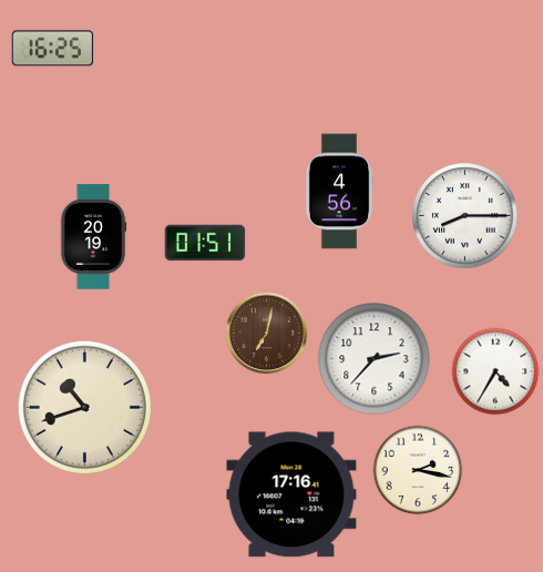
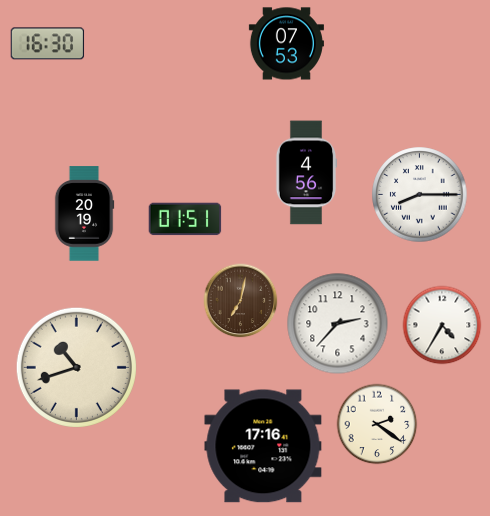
clock at (53, 49): 16:25 -> 16:30
clock at (286, 44): none -> 07:53
clock at (495, 371) position: (495, 371) -> (442, 325)
clock at (418, 470): 2:17 -> 2:21
